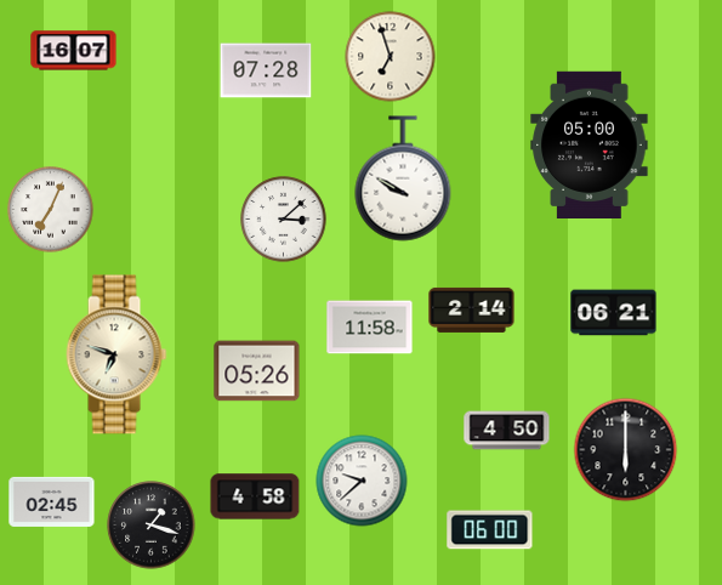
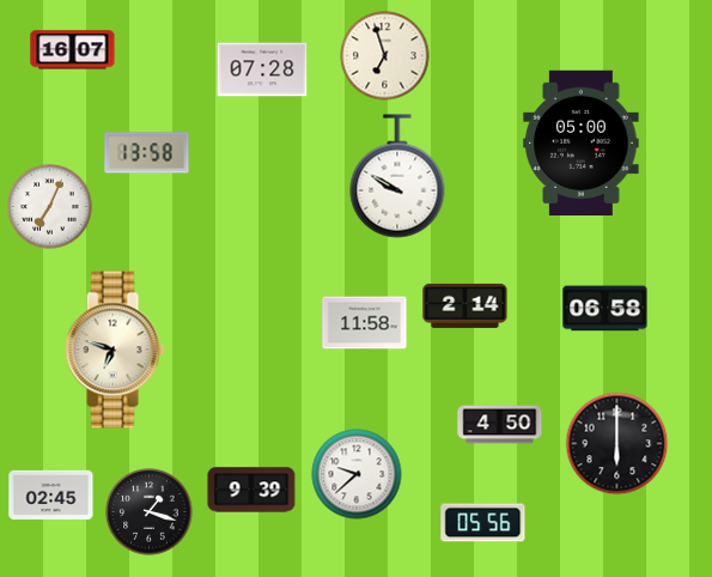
clock at (147, 153): none -> 13:58
clock at (284, 220): 3:08 -> none
clock at (614, 313): 06:21 -> 06:58
clock at (257, 371): 05:26 -> none
clock at (255, 496): 4:58 -> 9:39
clock at (152, 526) position: (152, 526) -> (150, 512)
clock at (490, 530): 06:00 -> 05:56
